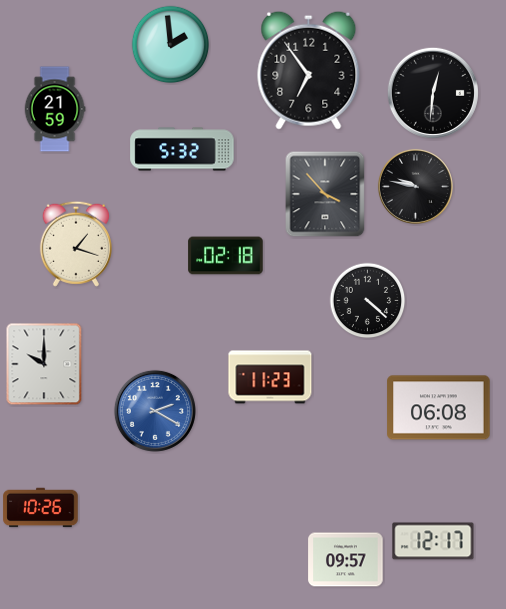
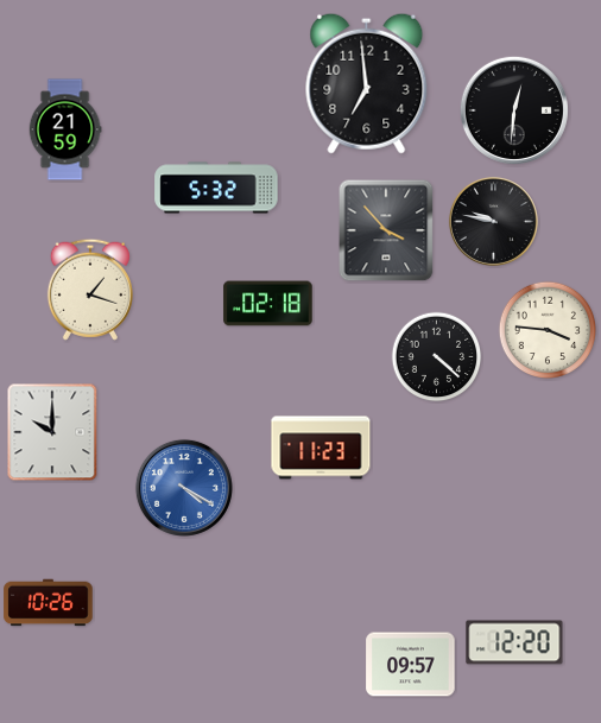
clock at (171, 45): 1:59 -> none
clock at (309, 70): 6:54 -> 6:59
clock at (182, 149) position: (182, 149) -> (216, 188)
clock at (548, 330): none -> 3:46
clock at (439, 408): 06:08 -> none
clock at (155, 411): 2:20 -> 4:20
clock at (433, 541): 12:17 -> 12:20
